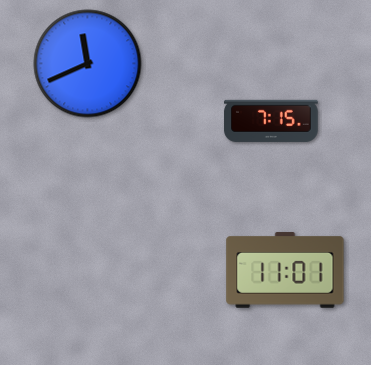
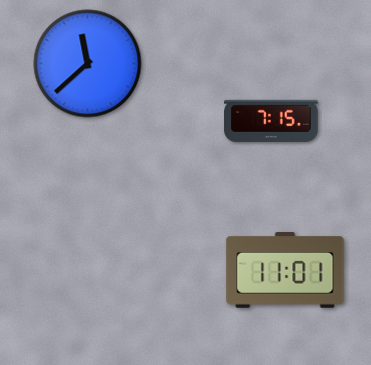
clock at (88, 64): 11:41 -> 11:38
